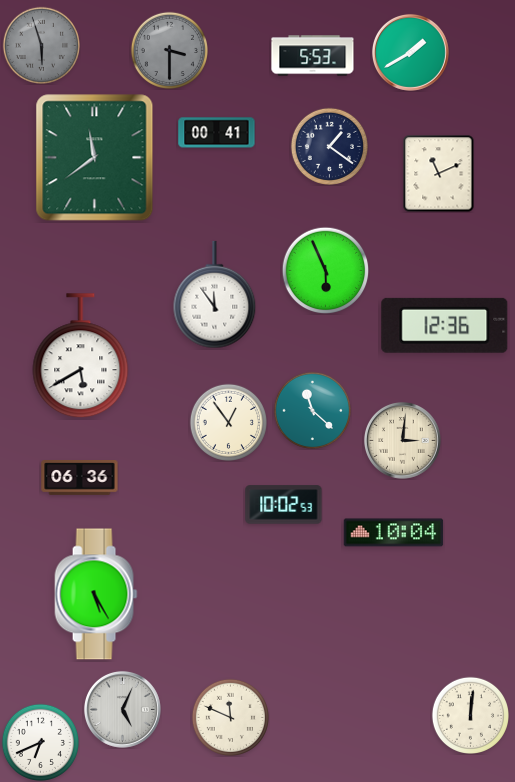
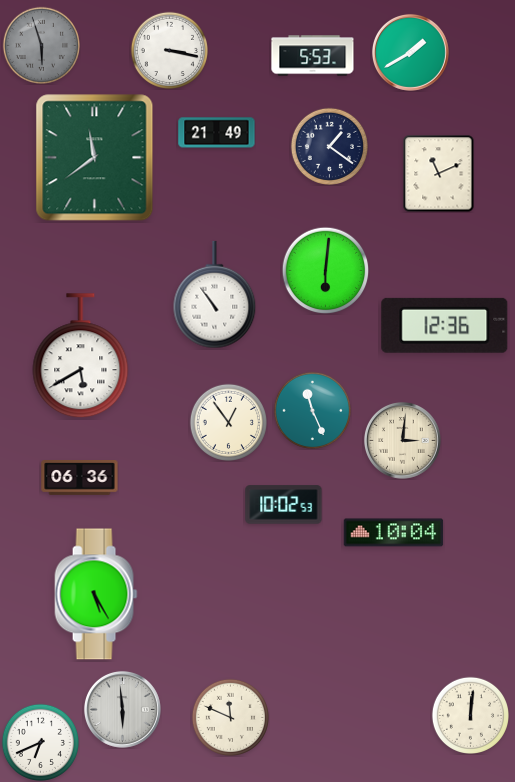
clock at (169, 50): 3:30 -> 3:17
clock at (169, 50) dial: grey -> white
clock at (217, 133): 00:41 -> 21:49
clock at (325, 270): 5:56 -> 6:01
clock at (215, 295): 11:54 -> 10:54
clock at (312, 410): 11:22 -> 11:26
clock at (122, 709): 5:04 -> 5:59
